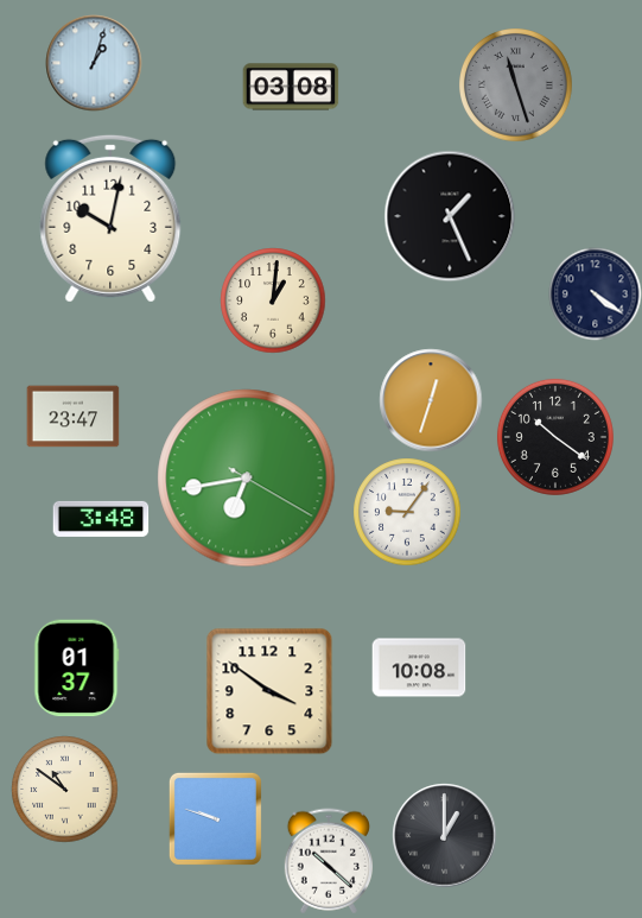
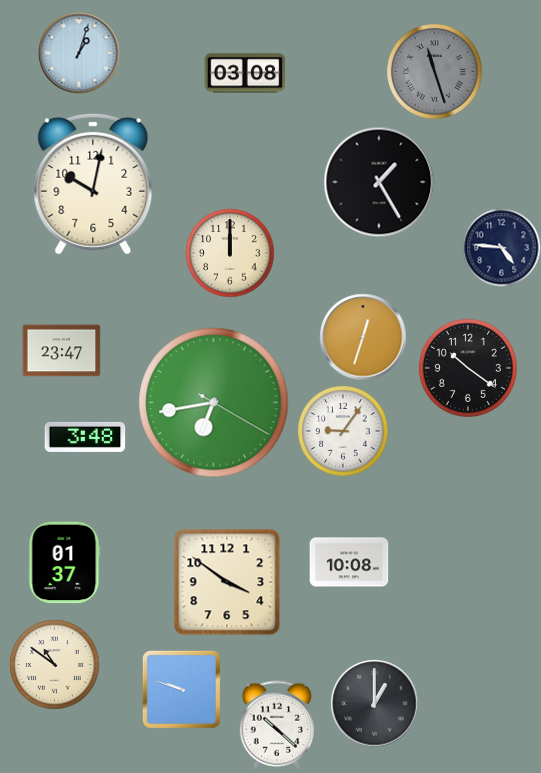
clock at (450, 216): 1:26 -> 1:25
clock at (595, 293): 4:21 -> 4:46
clock at (273, 300): 1:01 -> 12:00
clock at (247, 479) position: (247, 479) -> (214, 403)
clock at (419, 667) position: (419, 667) -> (349, 562)
